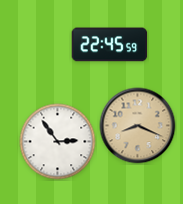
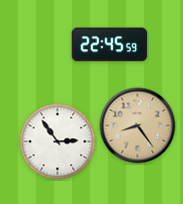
clock at (138, 126): 8:19 -> 8:24
